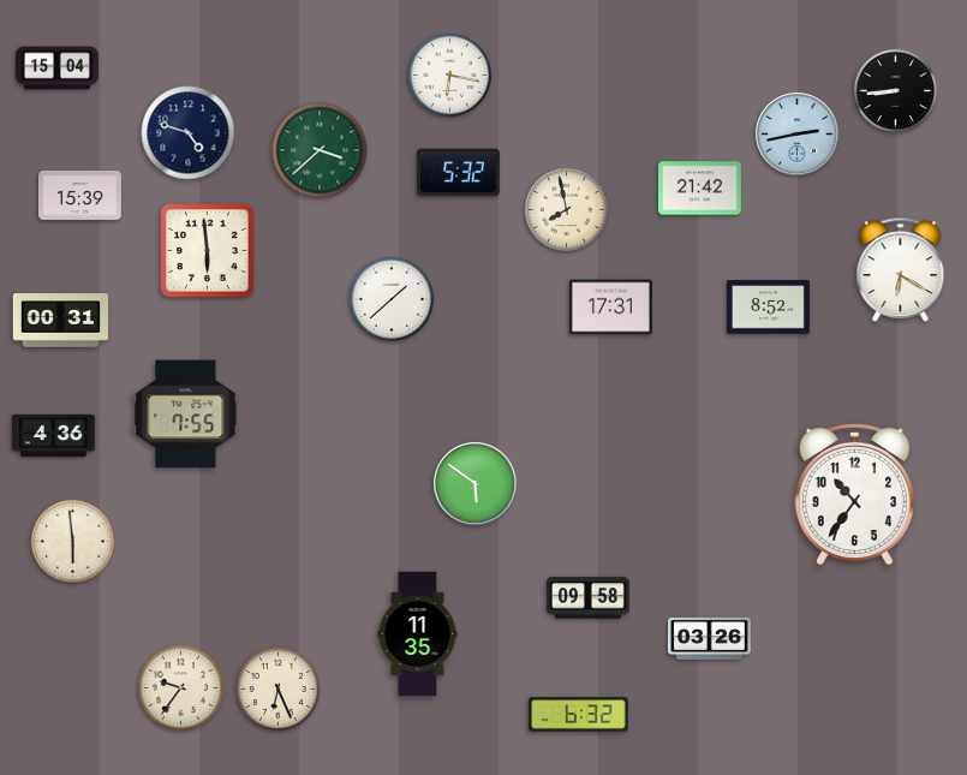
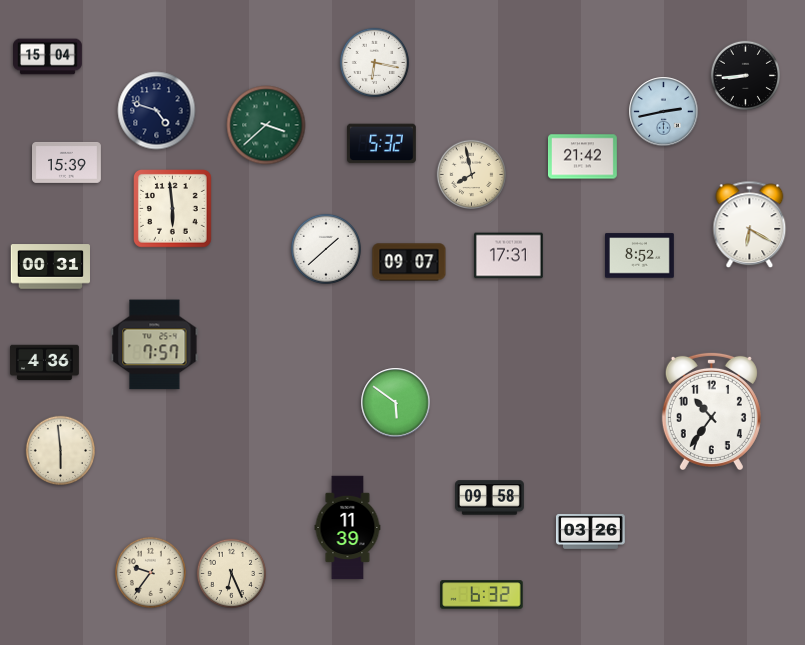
clock at (409, 262): none -> 09:07
clock at (186, 415): 7:55 -> 7:57
clock at (418, 634): 11:35 -> 11:39
